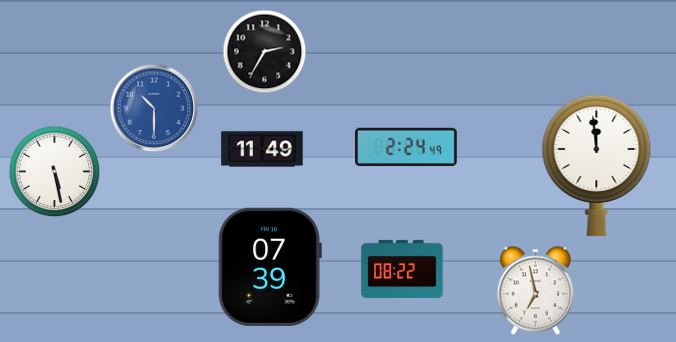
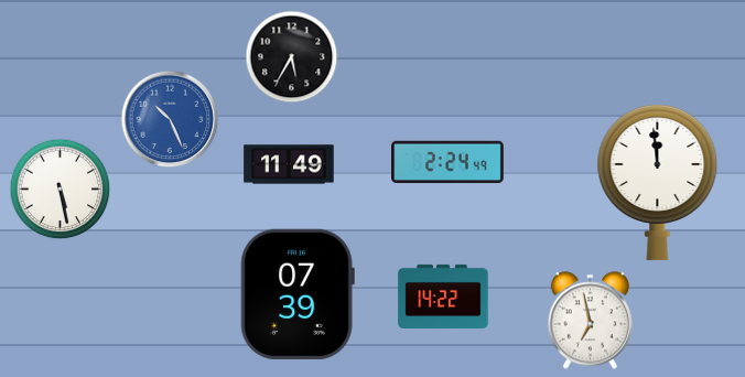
clock at (265, 52): 2:35 -> 5:35
clock at (154, 108): 10:30 -> 10:26
clock at (402, 269): 08:22 -> 14:22
